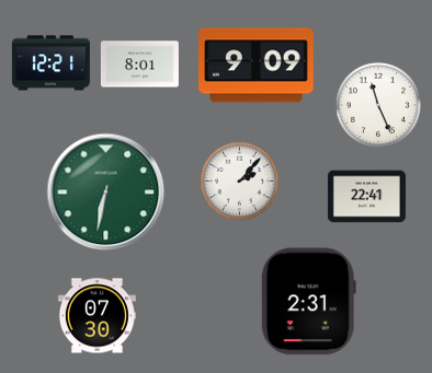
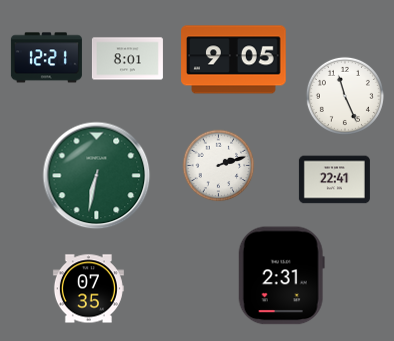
clock at (257, 66): 9:09 -> 9:05
clock at (240, 182): 2:07 -> 2:12
clock at (96, 316): 07:30 -> 07:35
